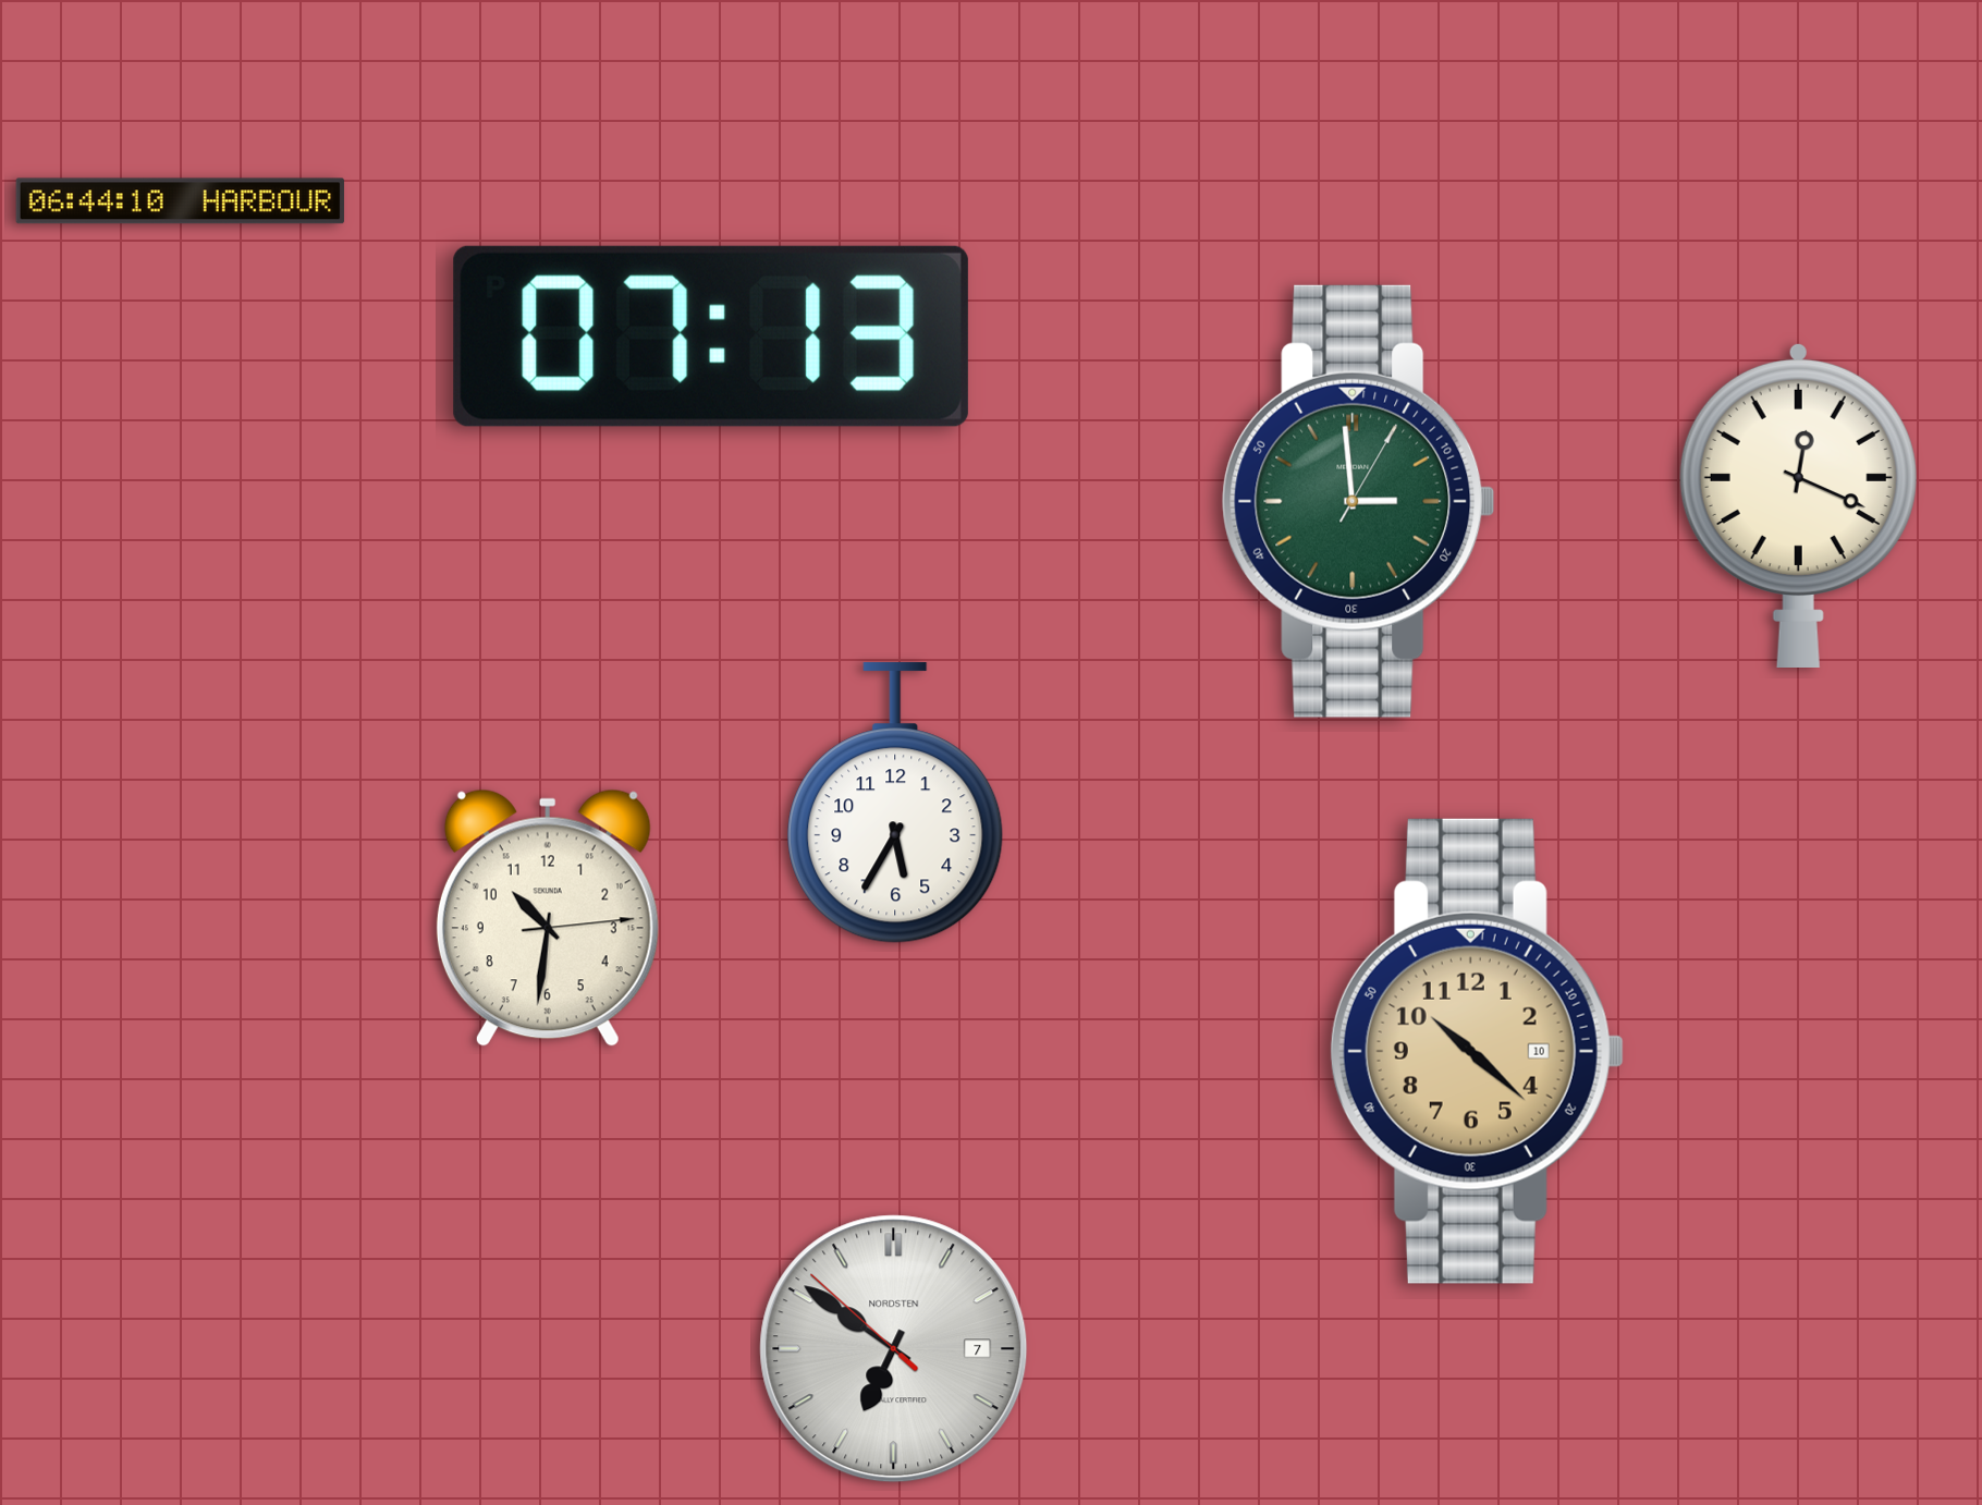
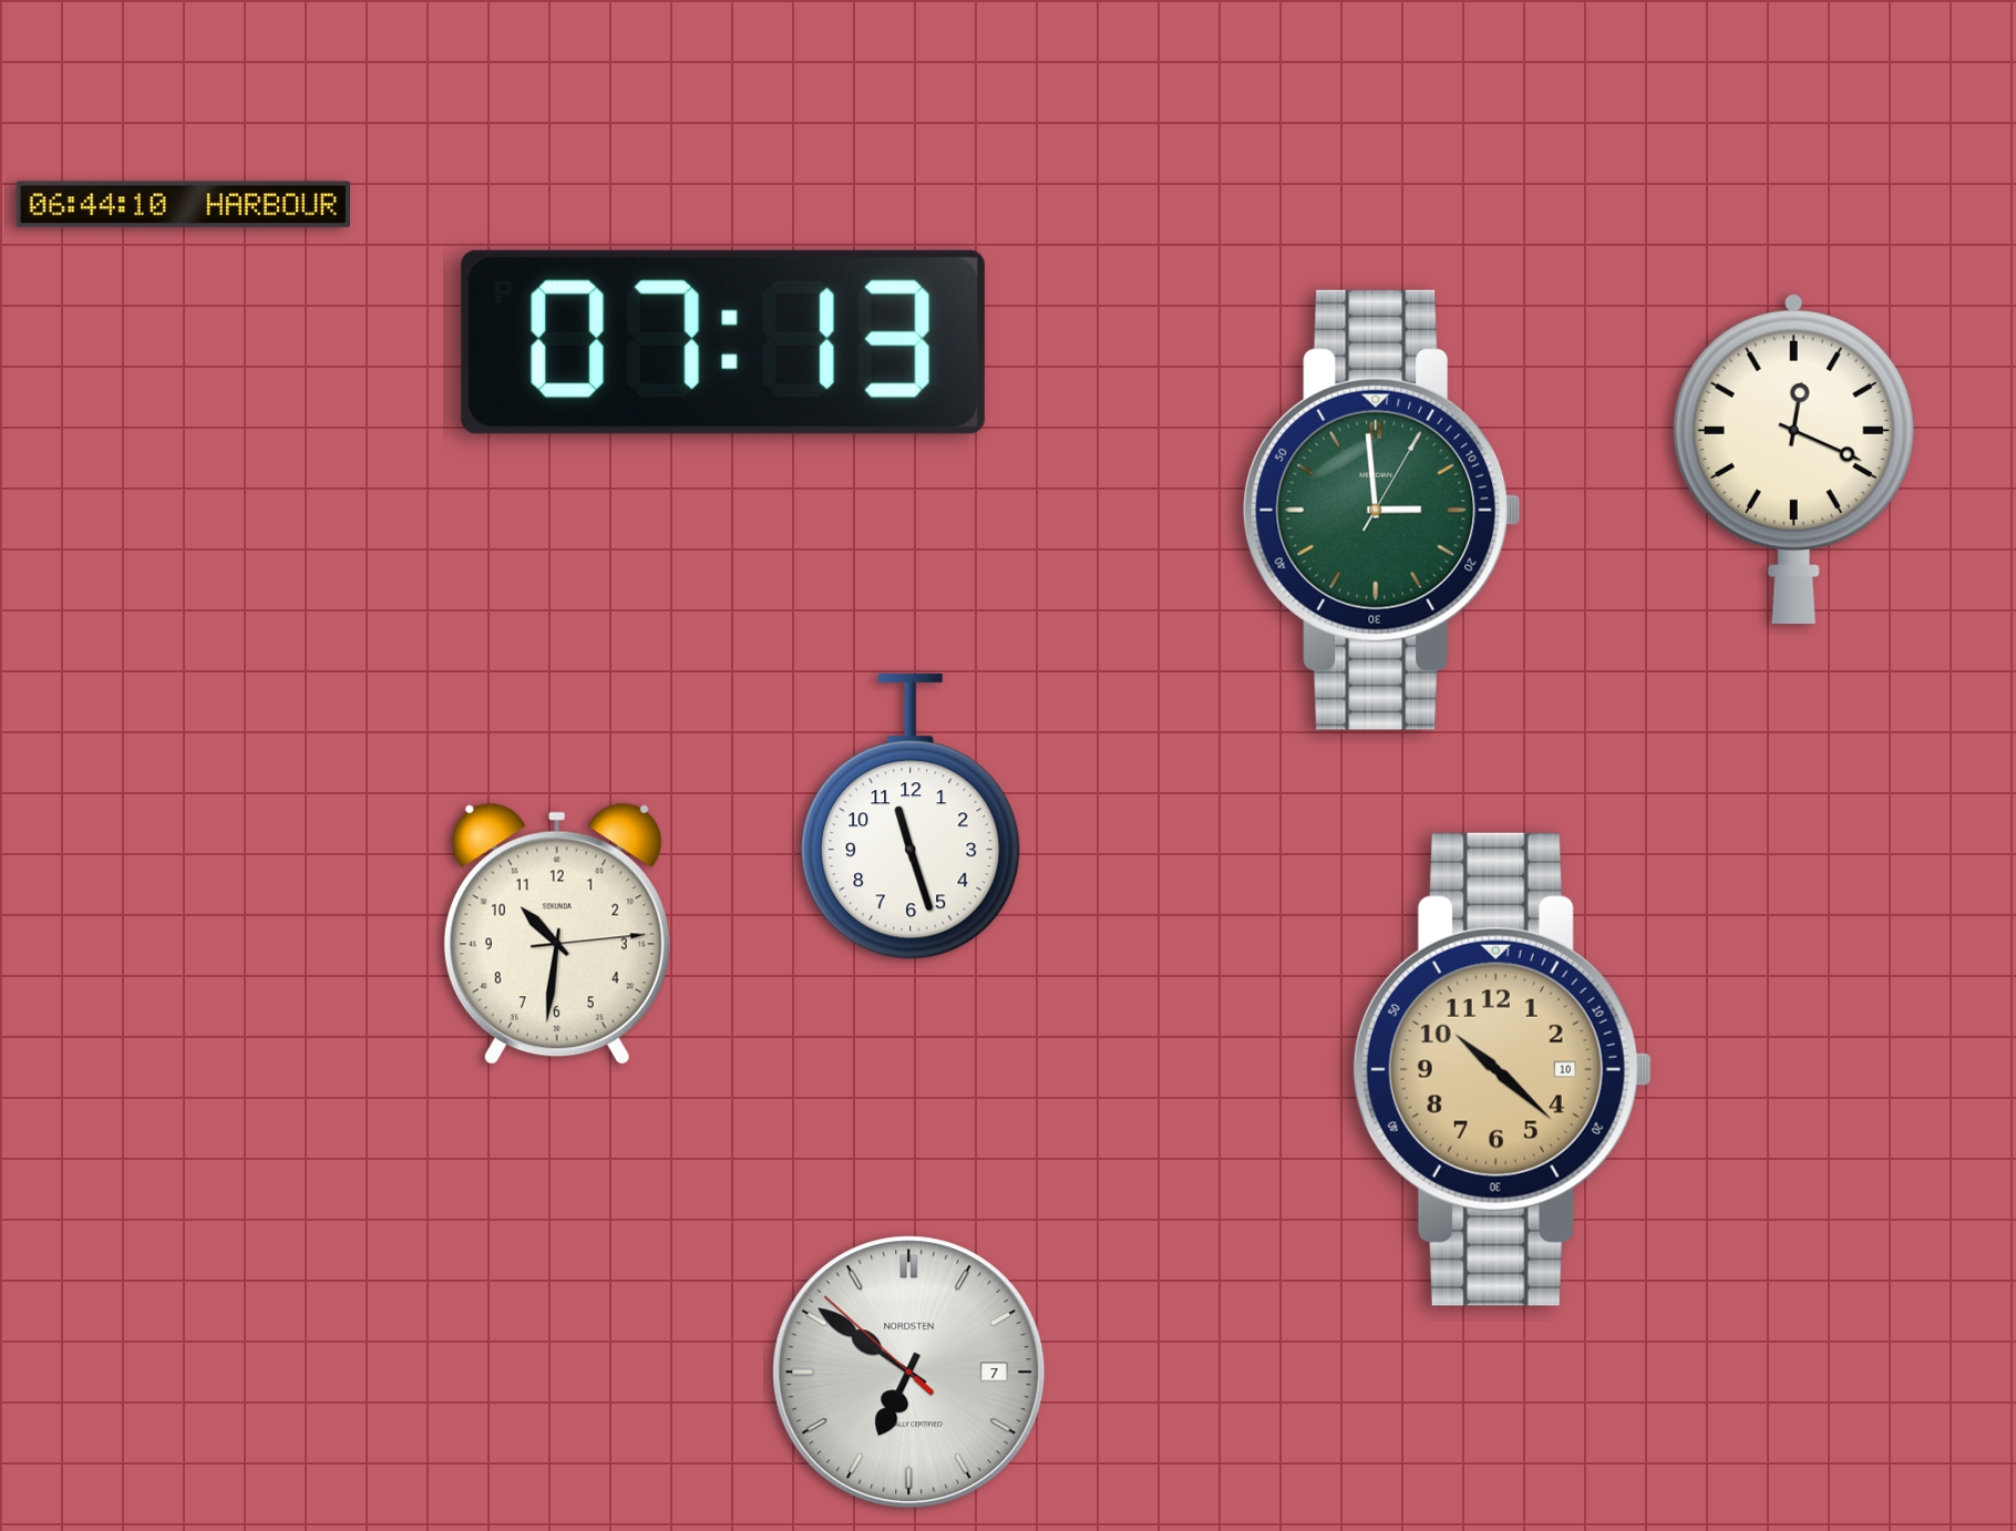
clock at (1798, 504) position: (1798, 504) -> (1793, 458)
clock at (895, 804): 5:35 -> 11:27
